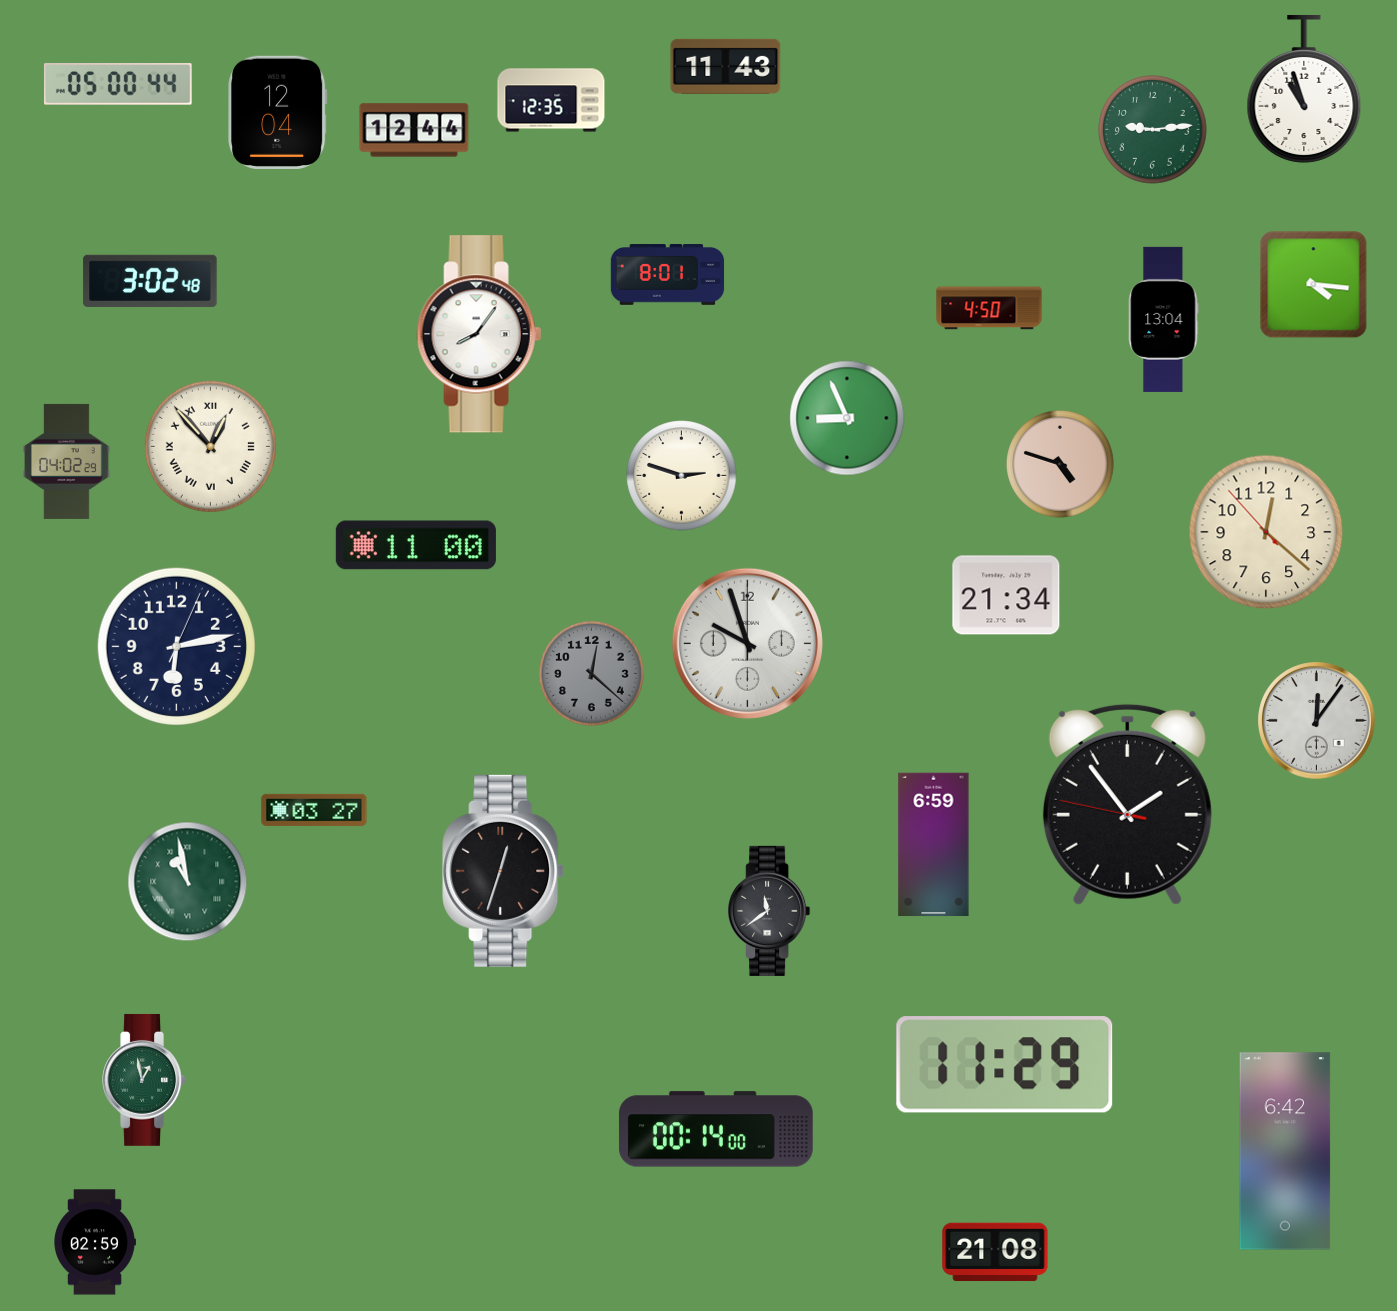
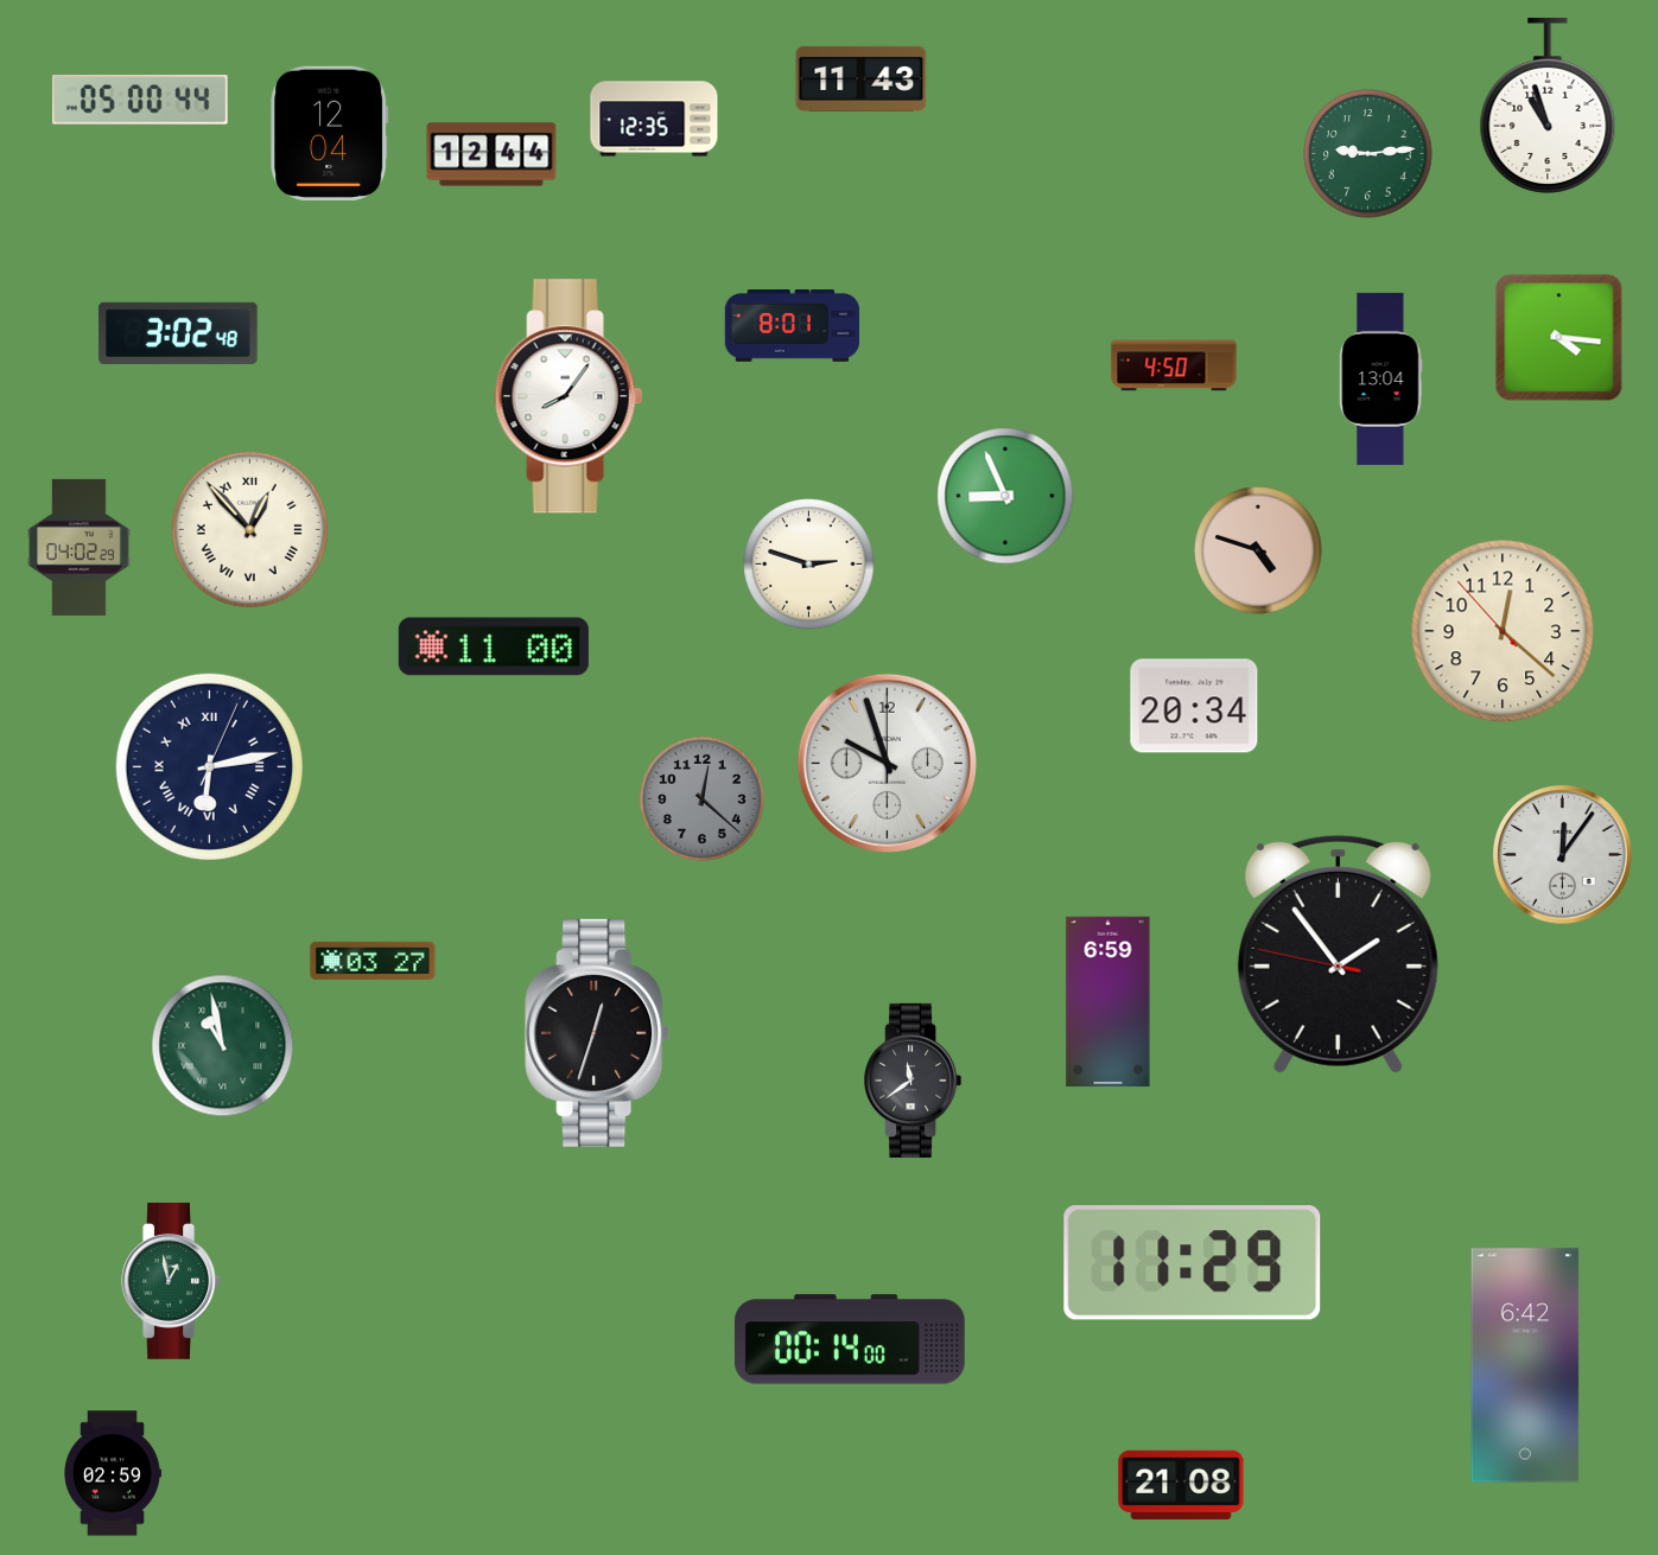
clock at (1006, 595): 21:34 -> 20:34
clock at (176, 646) numerals: Arabic -> Roman
